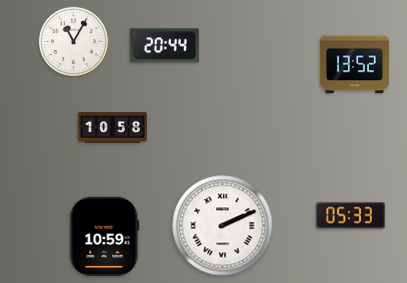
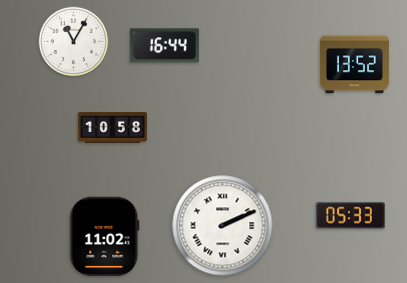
clock at (164, 46): 20:44 -> 16:44
clock at (105, 237): 10:59 -> 11:02
